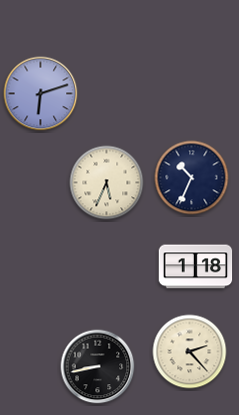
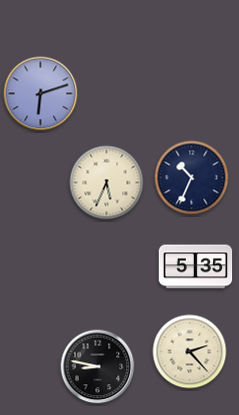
clock at (196, 267): 1:18 -> 5:35
clock at (98, 367): 8:43 -> 8:47
